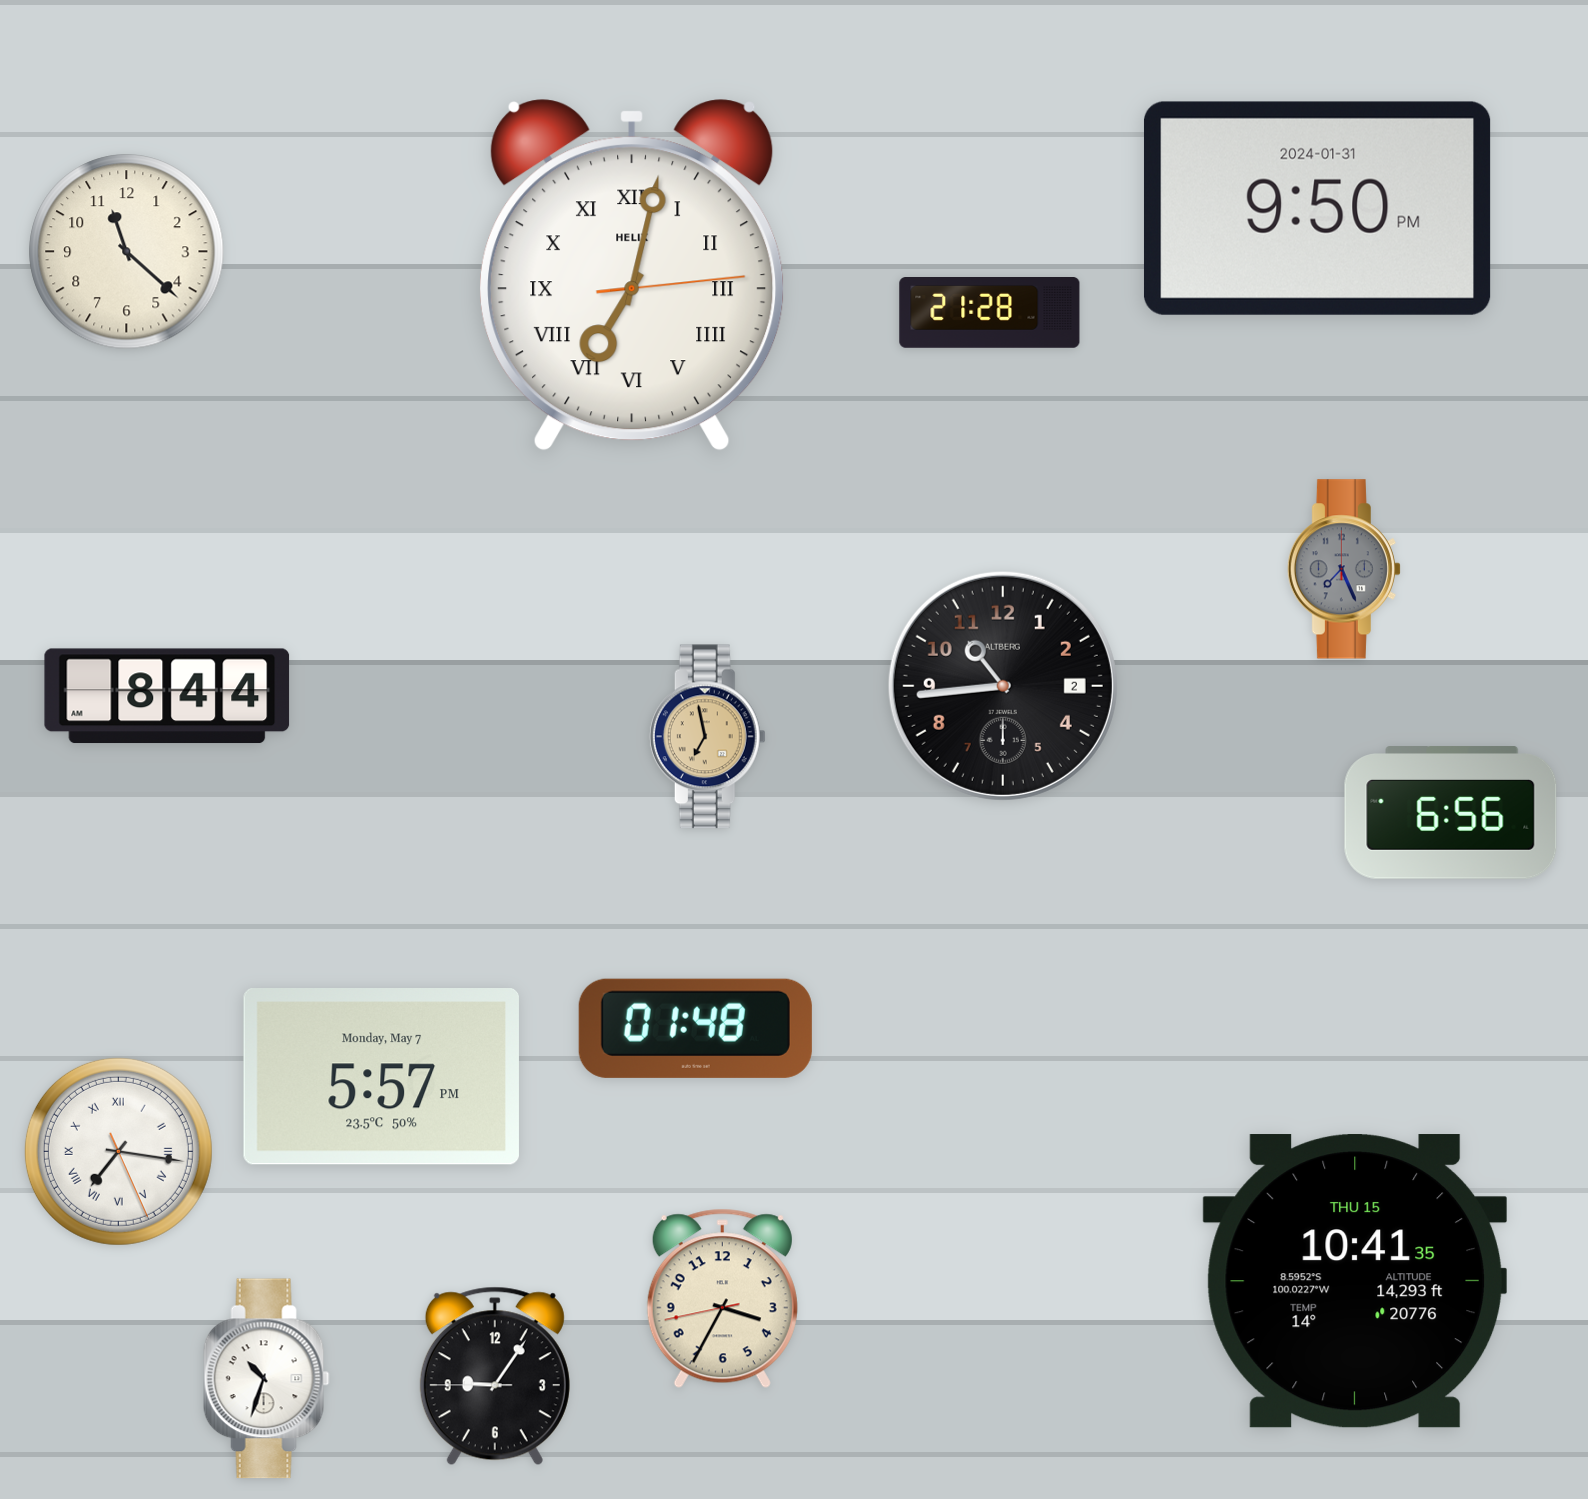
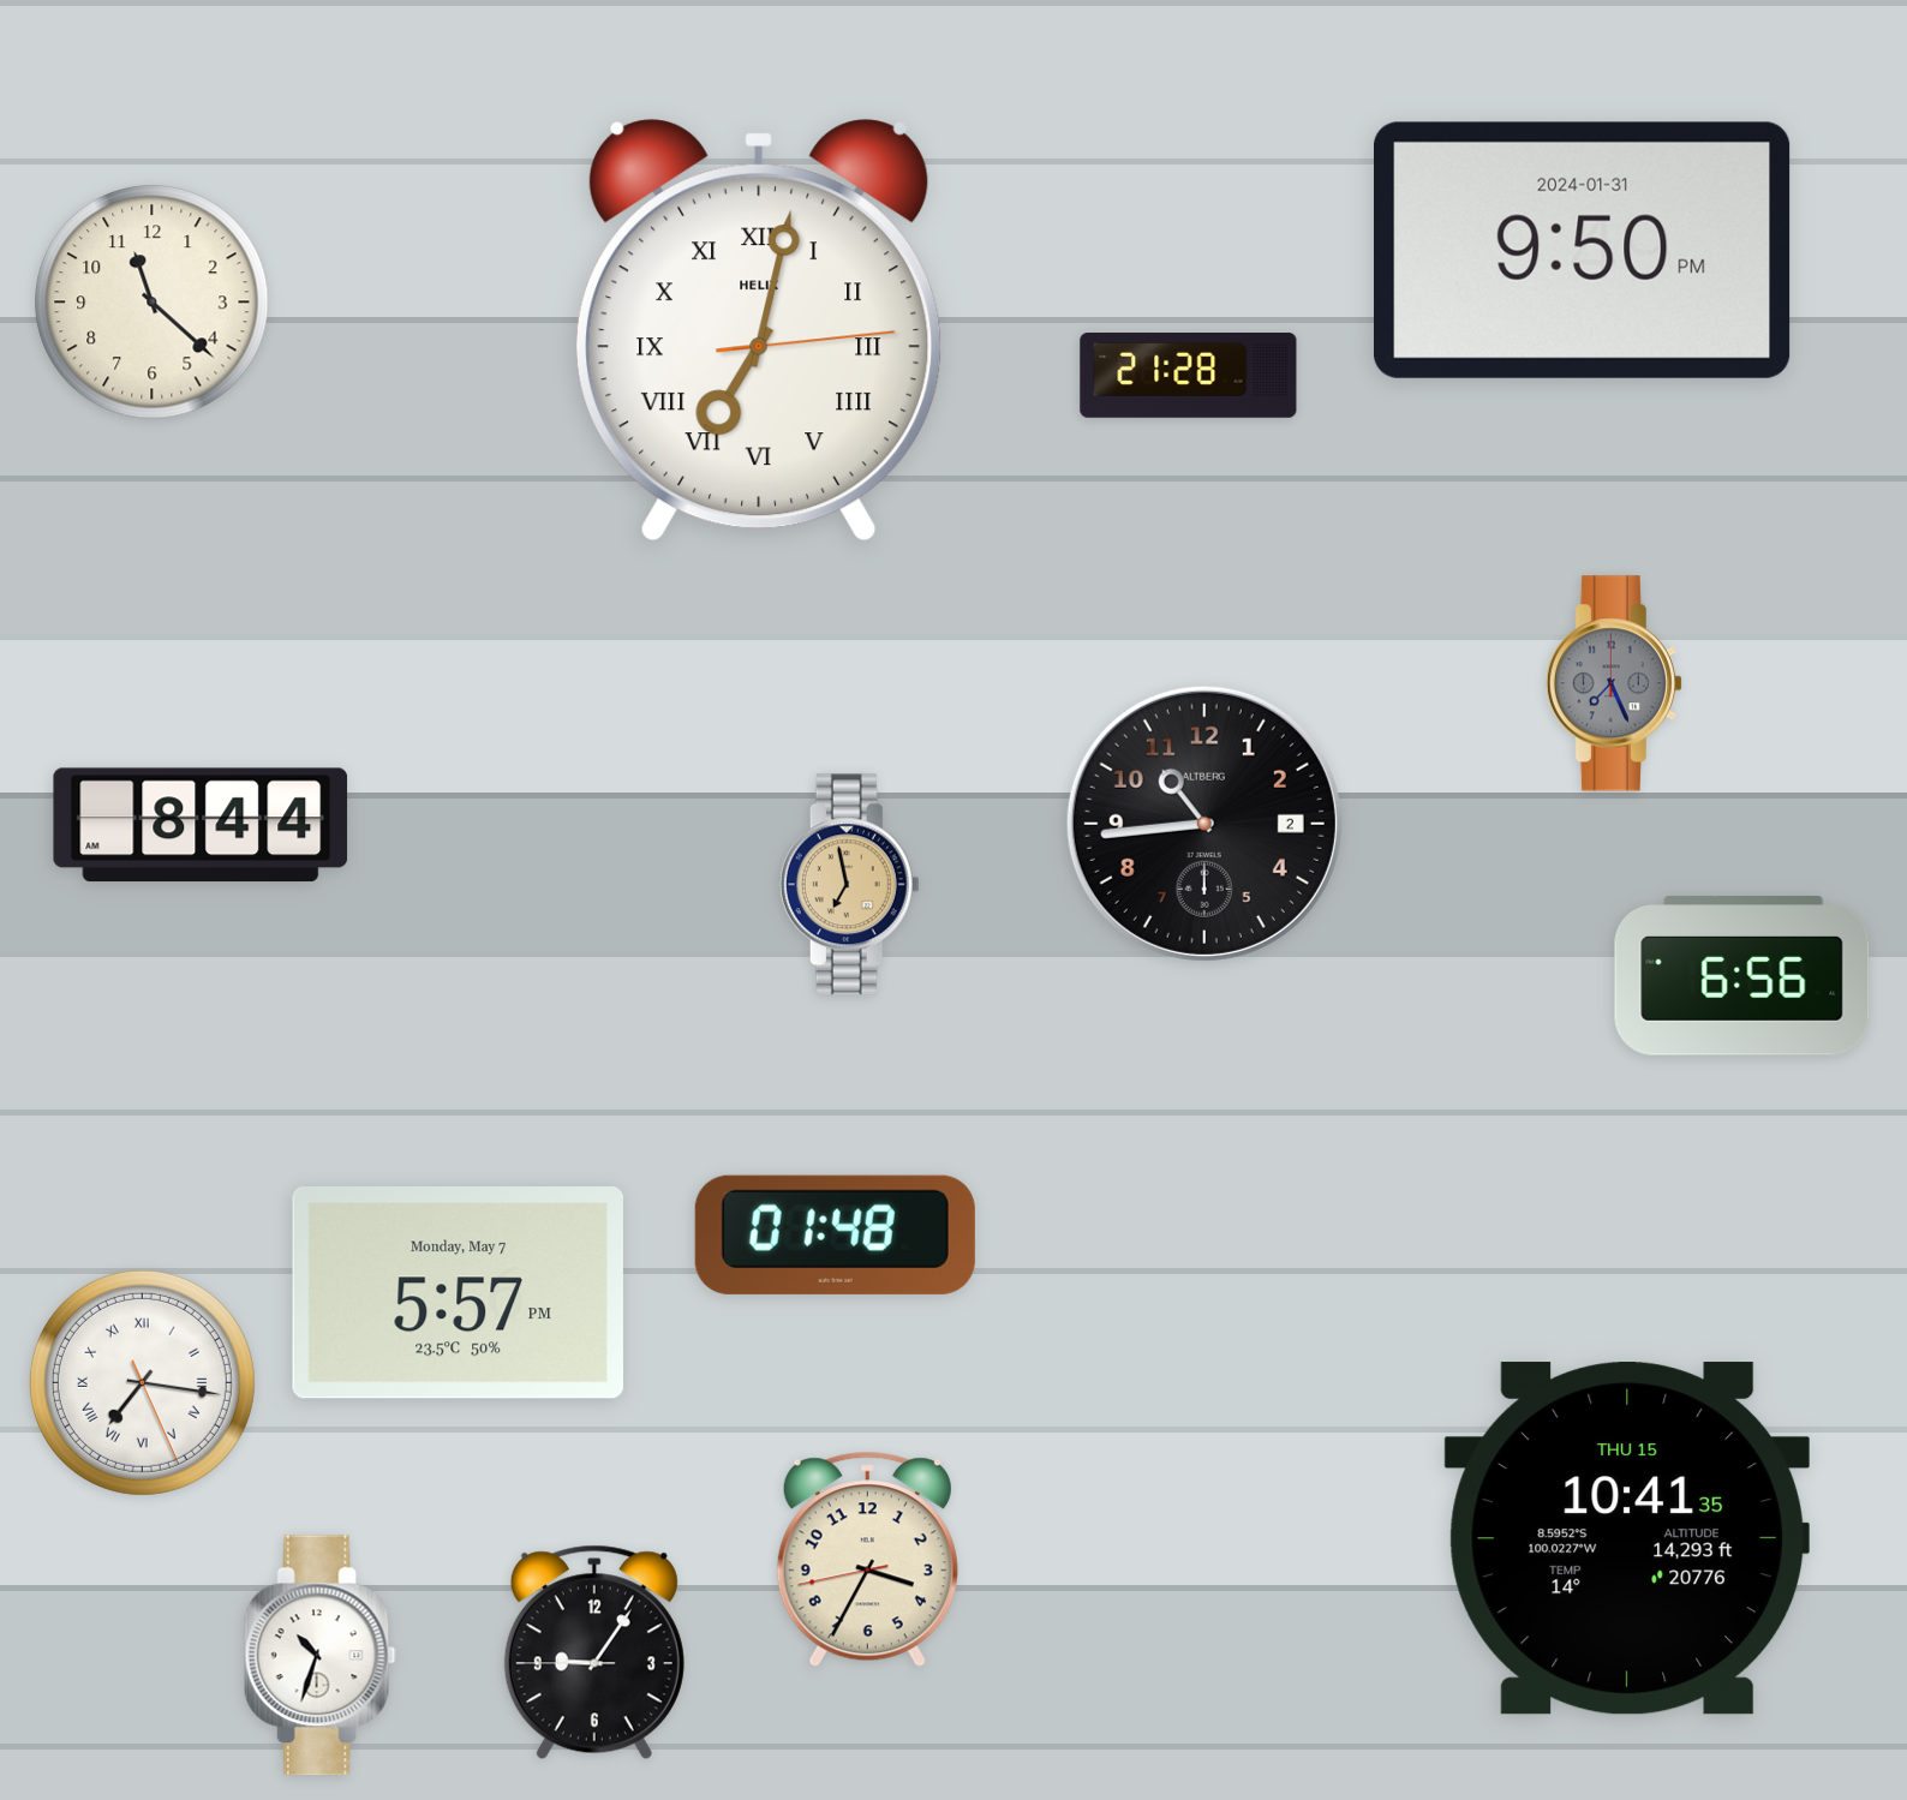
clock at (167, 696) position: (167, 696) -> (201, 825)
